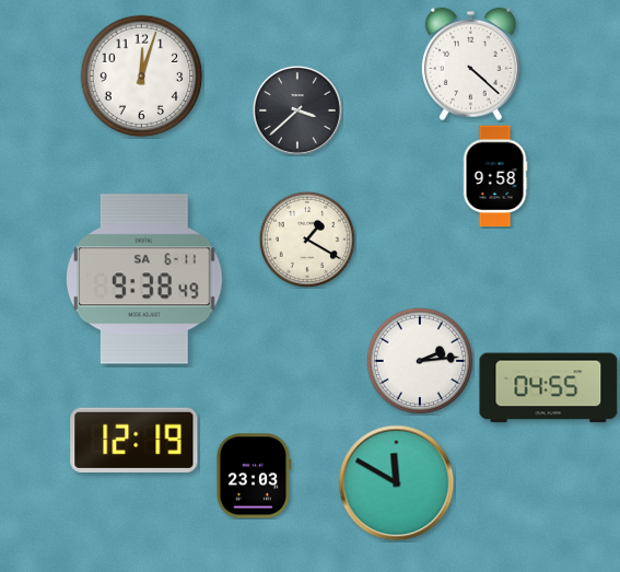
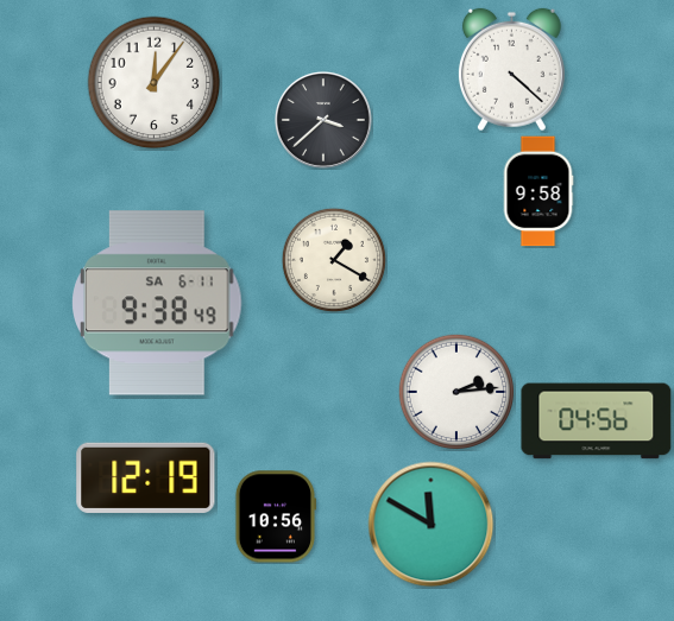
clock at (142, 77): 12:03 -> 12:06
clock at (549, 388): 04:55 -> 04:56
clock at (253, 476): 23:03 -> 10:56
